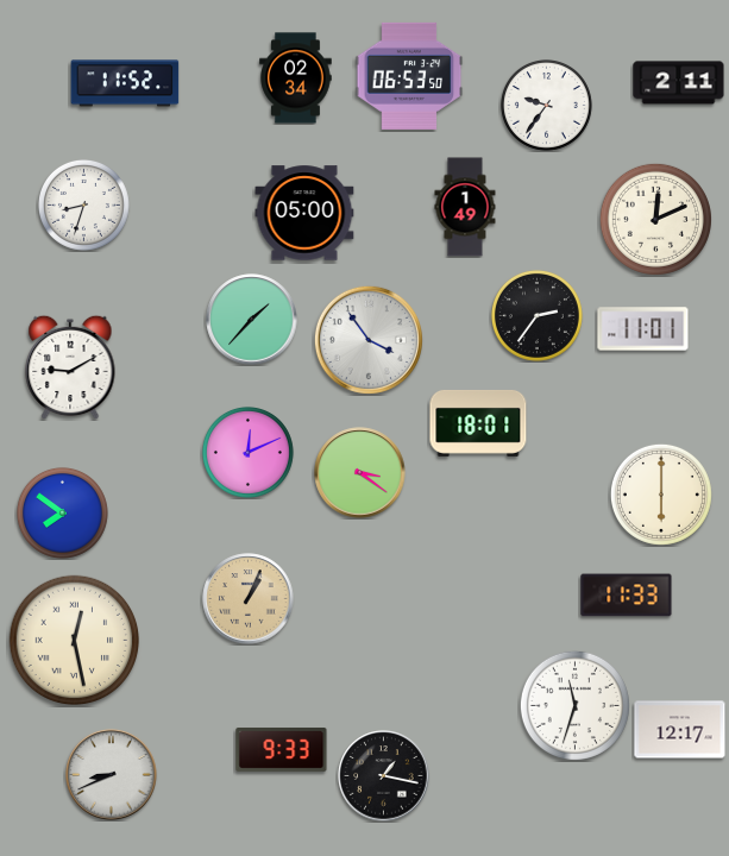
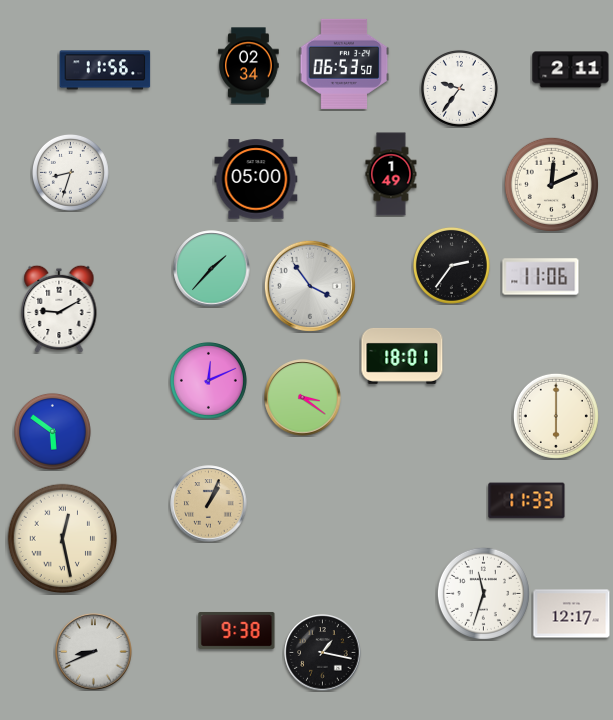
clock at (125, 83): 11:52 -> 11:56
clock at (643, 329): 11:01 -> 11:06
clock at (62, 512): 7:51 -> 5:51
clock at (282, 749): 9:33 -> 9:38
